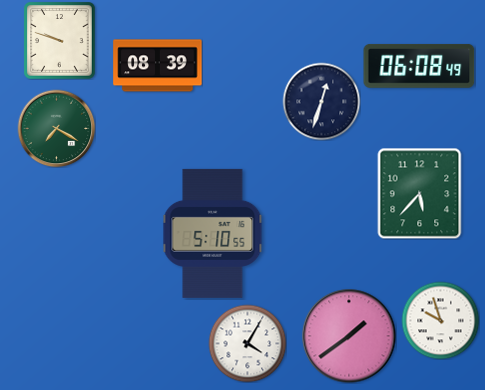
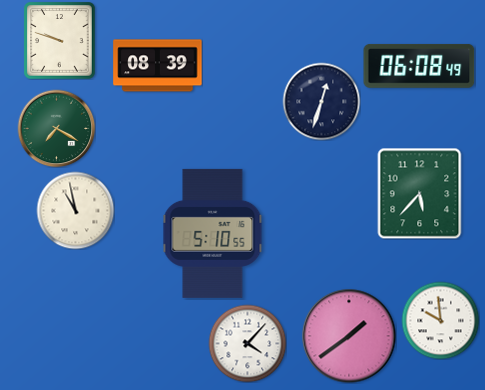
clock at (75, 210): none -> 10:58
clock at (440, 320): 9:57 -> 9:59
clock at (247, 343): 4:05 -> 4:07
